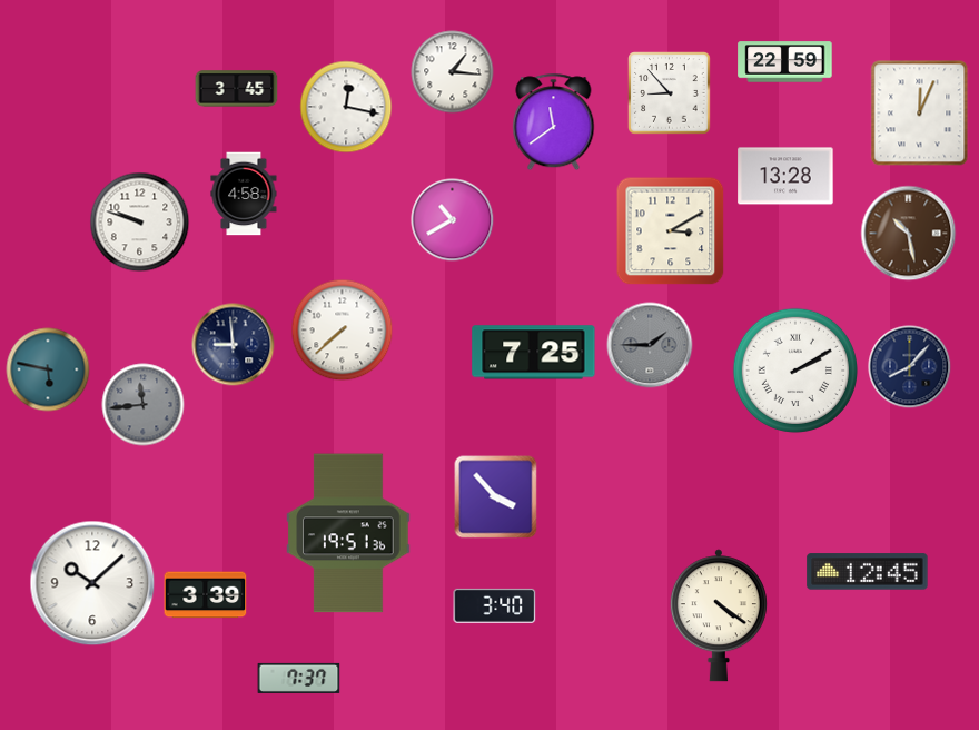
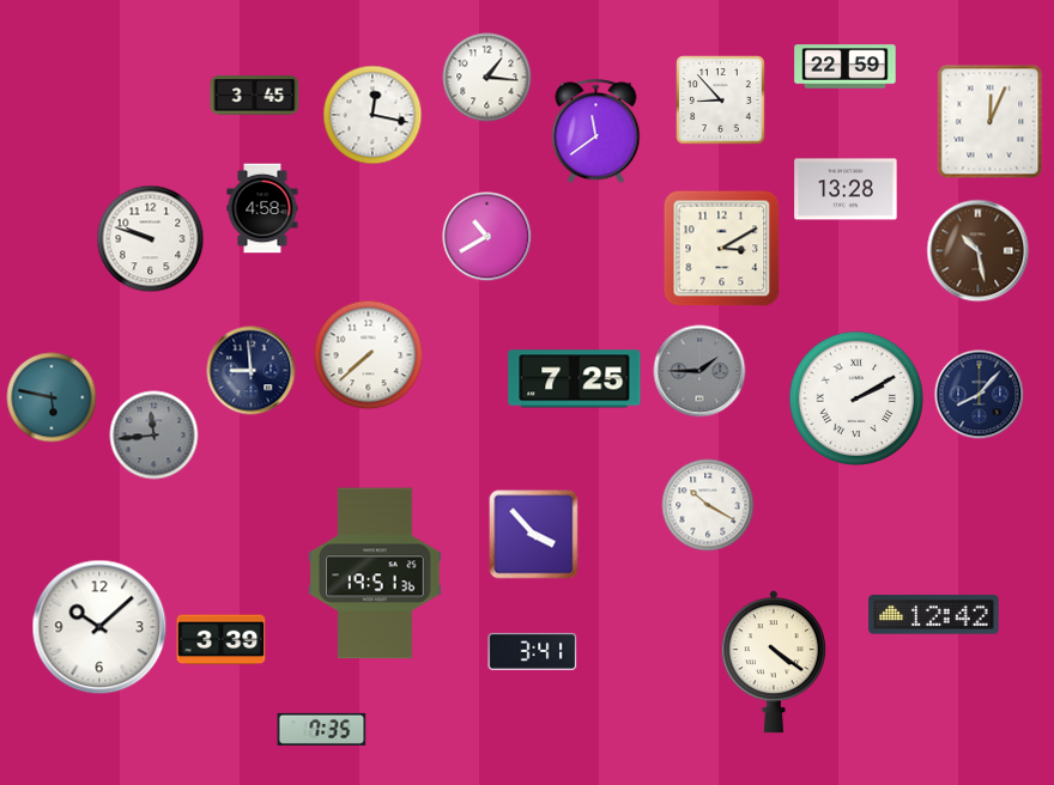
clock at (708, 505): none -> 10:20
clock at (868, 572): 12:45 -> 12:42
clock at (495, 605): 3:40 -> 3:41
clock at (299, 678): 7:37 -> 7:35
